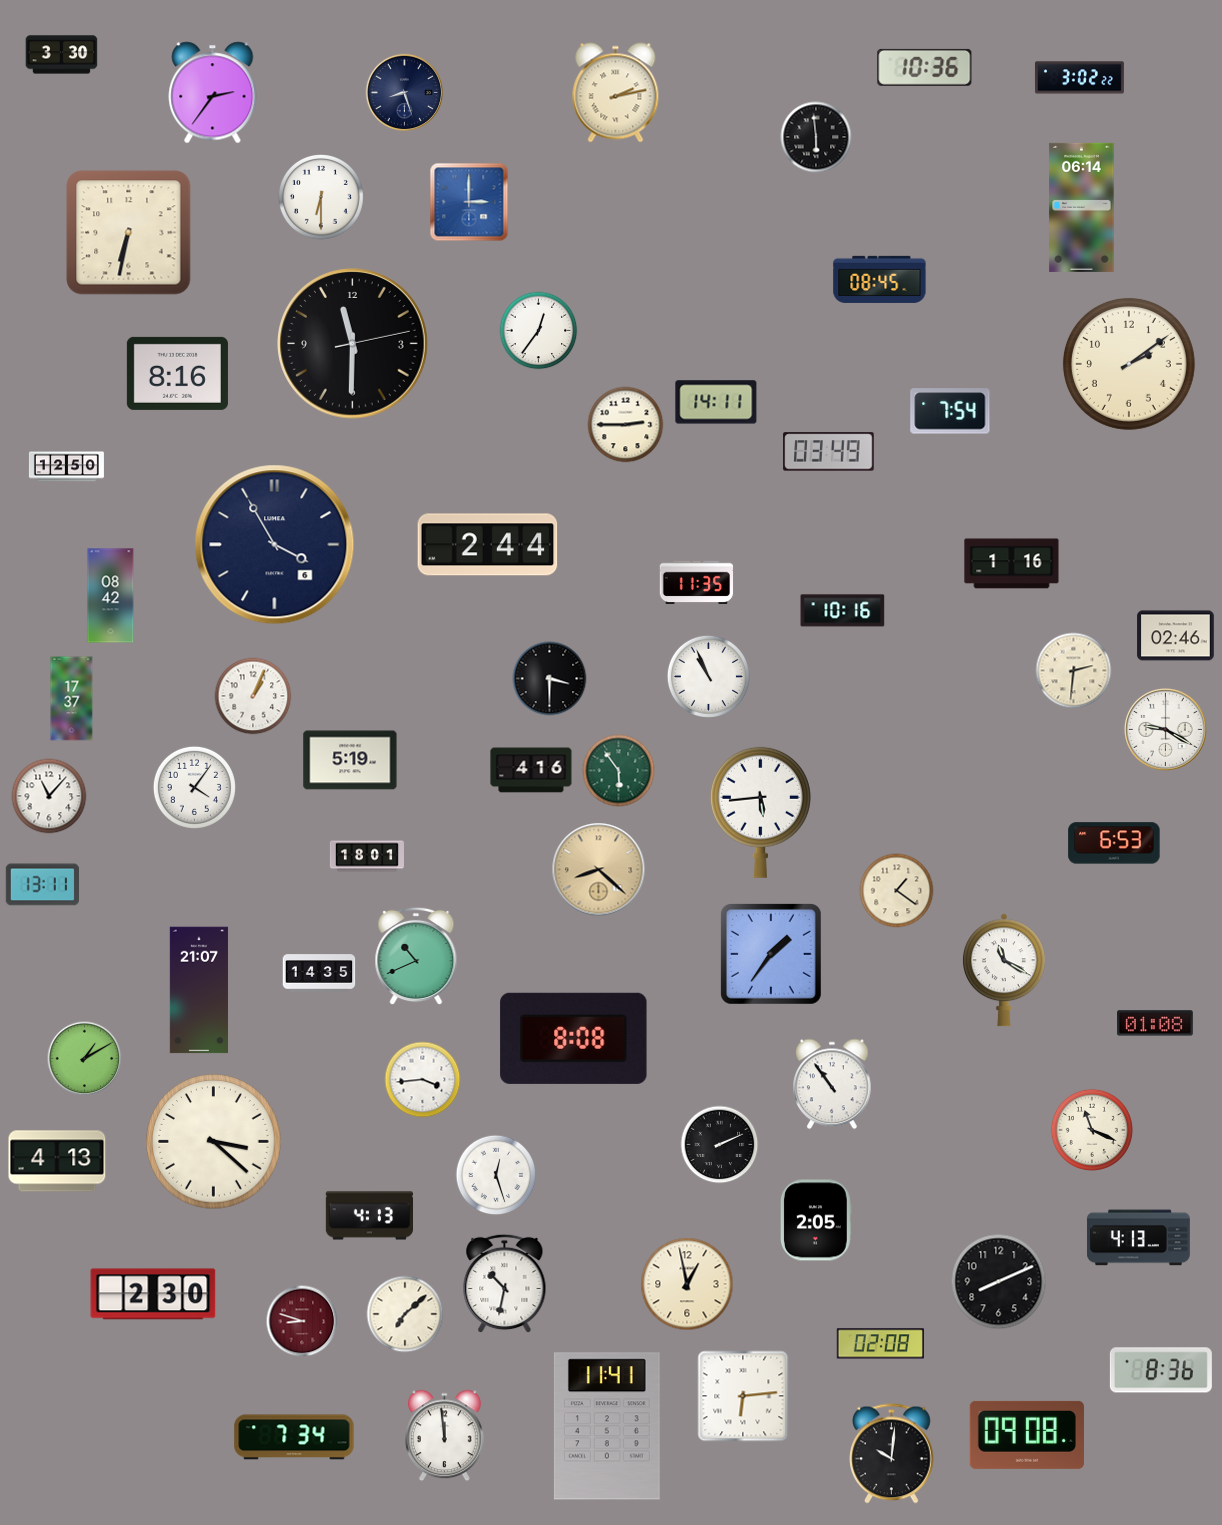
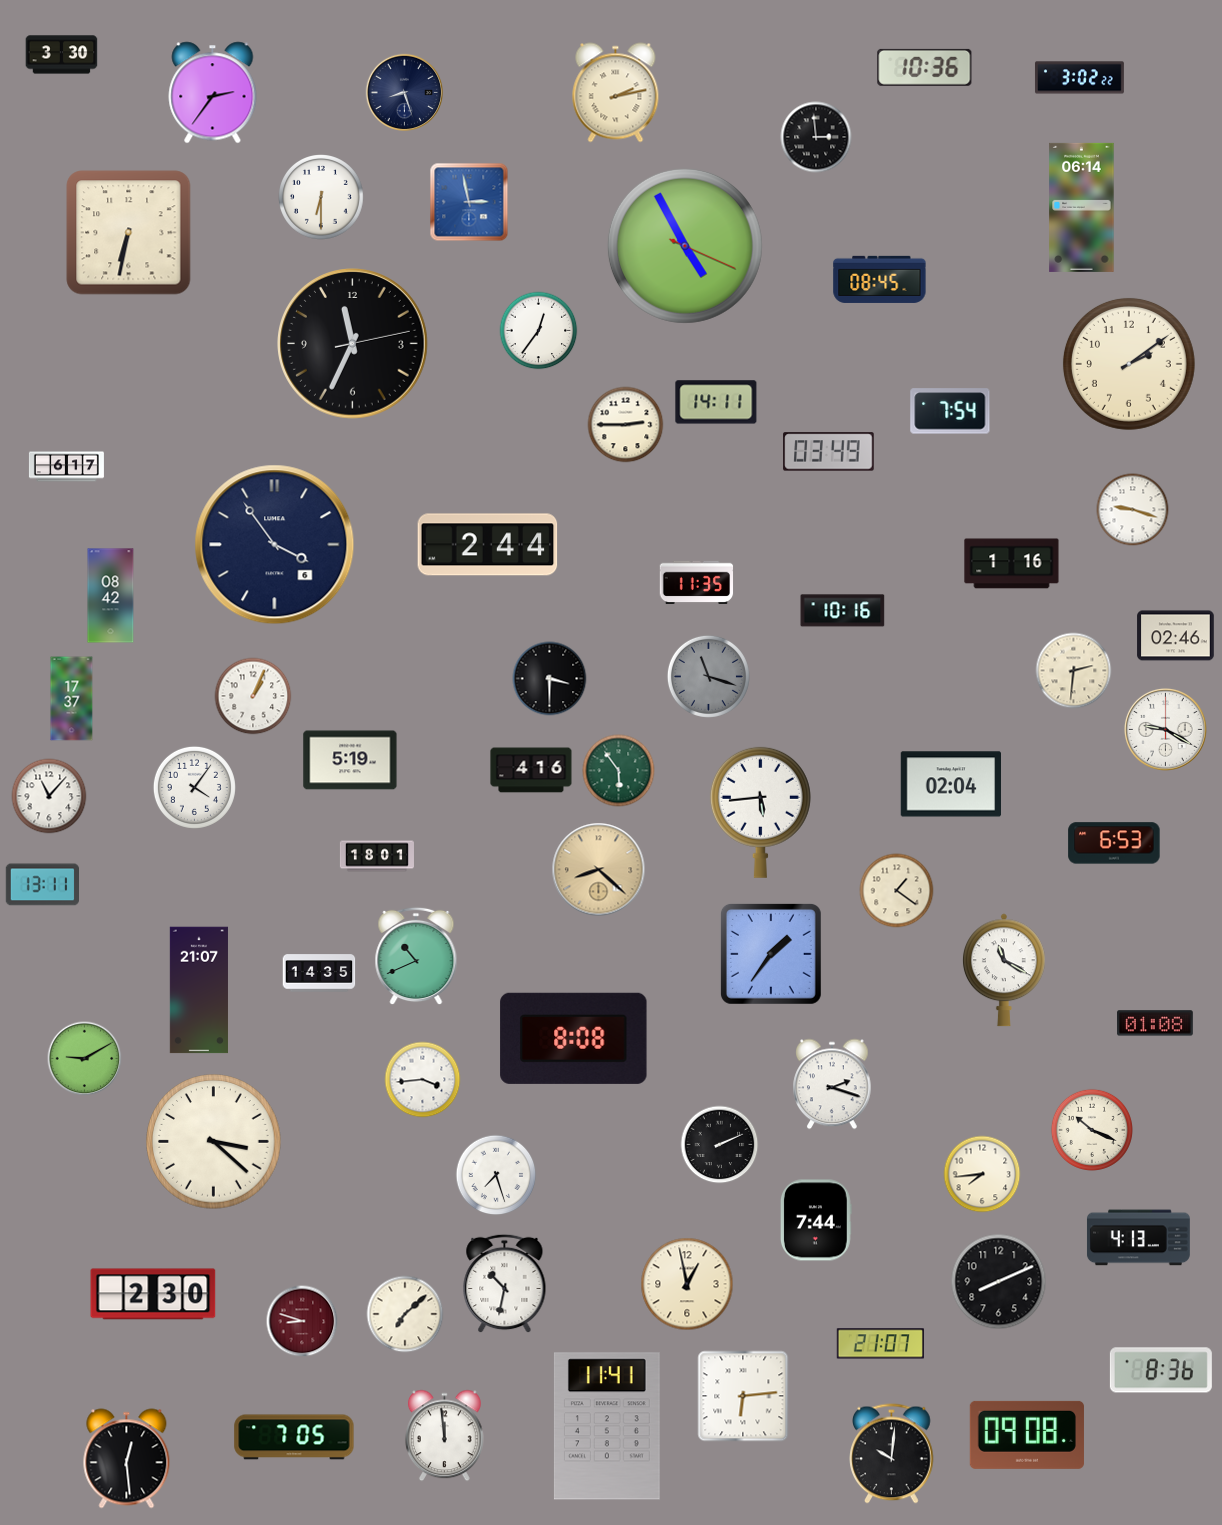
clock at (816, 137): 5:59 -> 2:59
clock at (469, 202): 3:00 -> 2:58
clock at (685, 246): none -> 4:55
clock at (353, 344): 11:30 -> 11:34
clock at (177, 373): 8:16 -> none
clock at (66, 467): 12:50 -> 6:17
clock at (1133, 510): none -> 9:18
clock at (275, 545): 3:55 -> 3:54
clock at (708, 676): 10:56 -> 11:18
clock at (708, 676) dial: white -> grey
clock at (950, 784): none -> 02:04
clock at (367, 856) position: (367, 856) -> (377, 856)
clock at (85, 1059): 1:10 -> 9:10
clock at (832, 1084): 10:54 -> 2:18
clock at (1092, 1130): 11:19 -> 10:19
clock at (57, 1161): 4:13 -> none
clock at (982, 1174): none -> 7:44
clock at (496, 1175): 12:27 -> 7:27
clock at (369, 1216): 4:13 -> none
clock at (817, 1220): 2:05 -> 7:44
clock at (880, 1344): 02:08 -> 21:07
clock at (294, 1437): 7:34 -> 7:05
clock at (127, 1459): none -> 12:29
